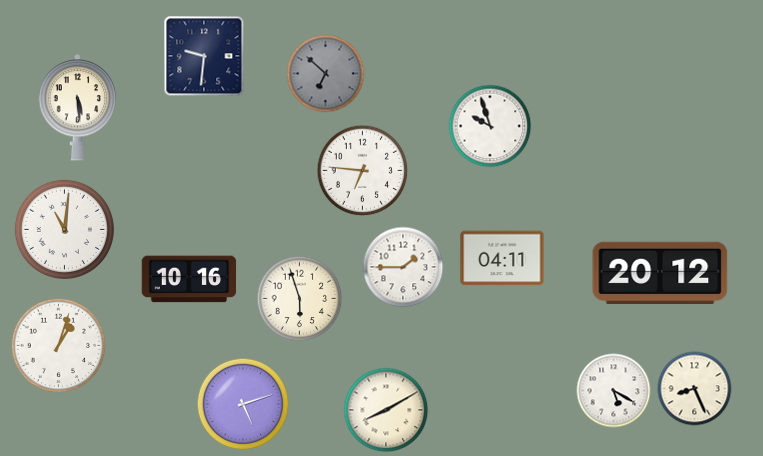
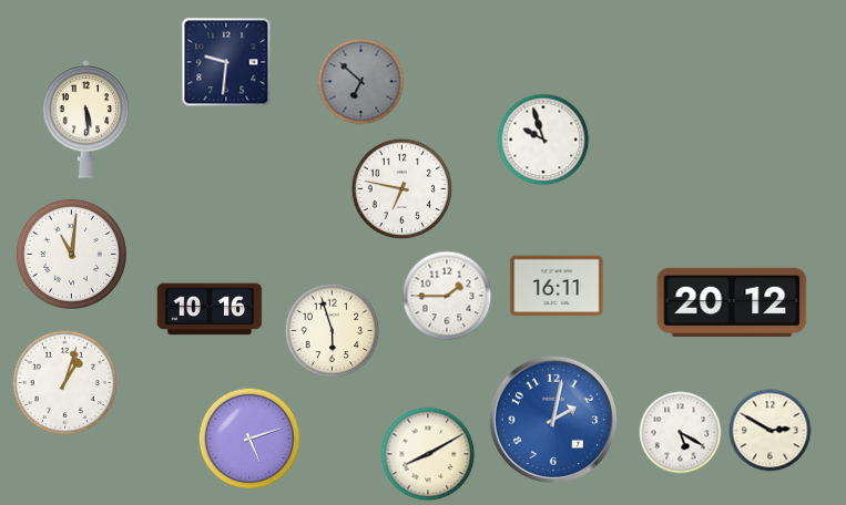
clock at (363, 171): 6:46 -> 6:47
clock at (502, 258): 04:11 -> 16:11
clock at (553, 420): none -> 2:02
clock at (695, 389): 8:26 -> 2:50
clock at (243, 404) position: (243, 404) -> (249, 439)
